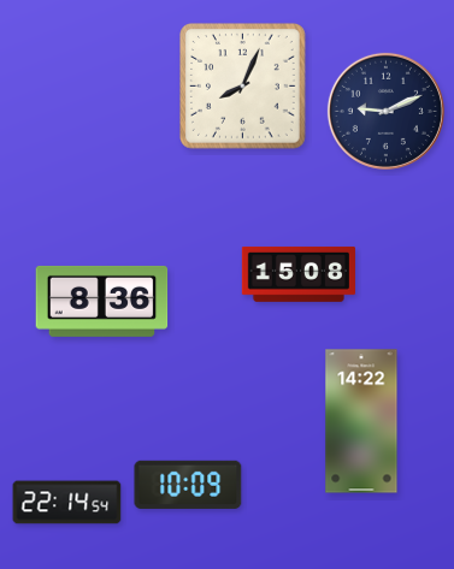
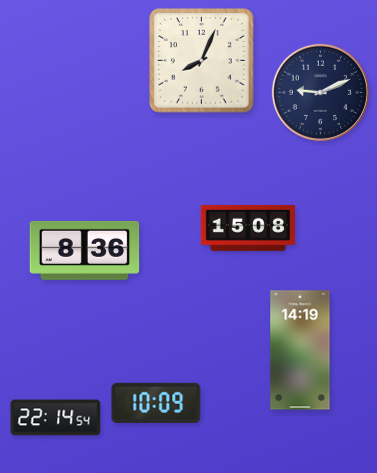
clock at (243, 87) position: (243, 87) -> (202, 61)
clock at (361, 421): 14:22 -> 14:19
